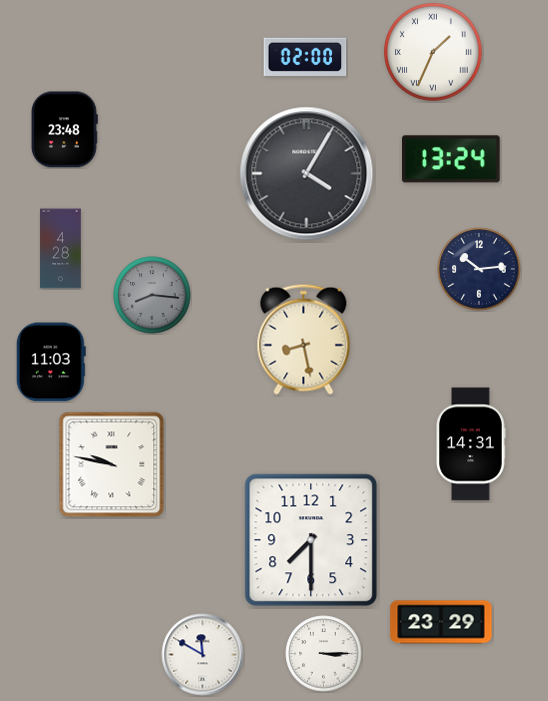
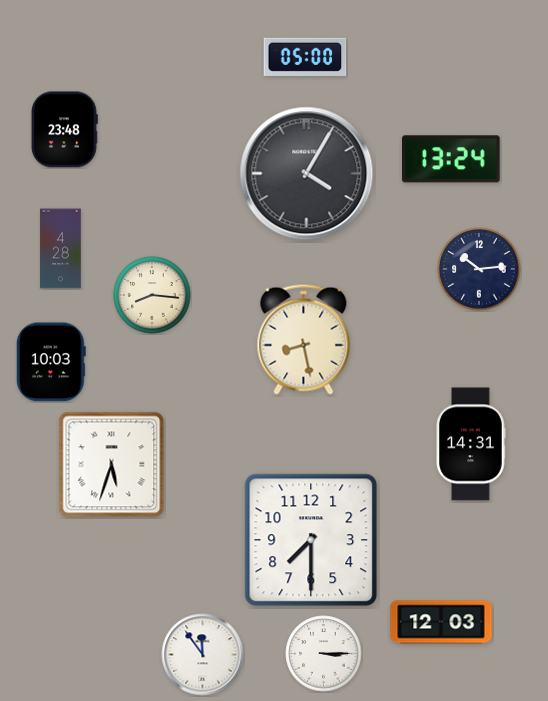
clock at (433, 52): 1:34 -> none
clock at (305, 57): 02:00 -> 05:00
clock at (152, 295) dial: grey -> cream
clock at (51, 362): 11:03 -> 10:03
clock at (112, 465): 9:47 -> 5:33
clock at (441, 622): 23:29 -> 12:03
clock at (203, 655): 11:50 -> 11:54
